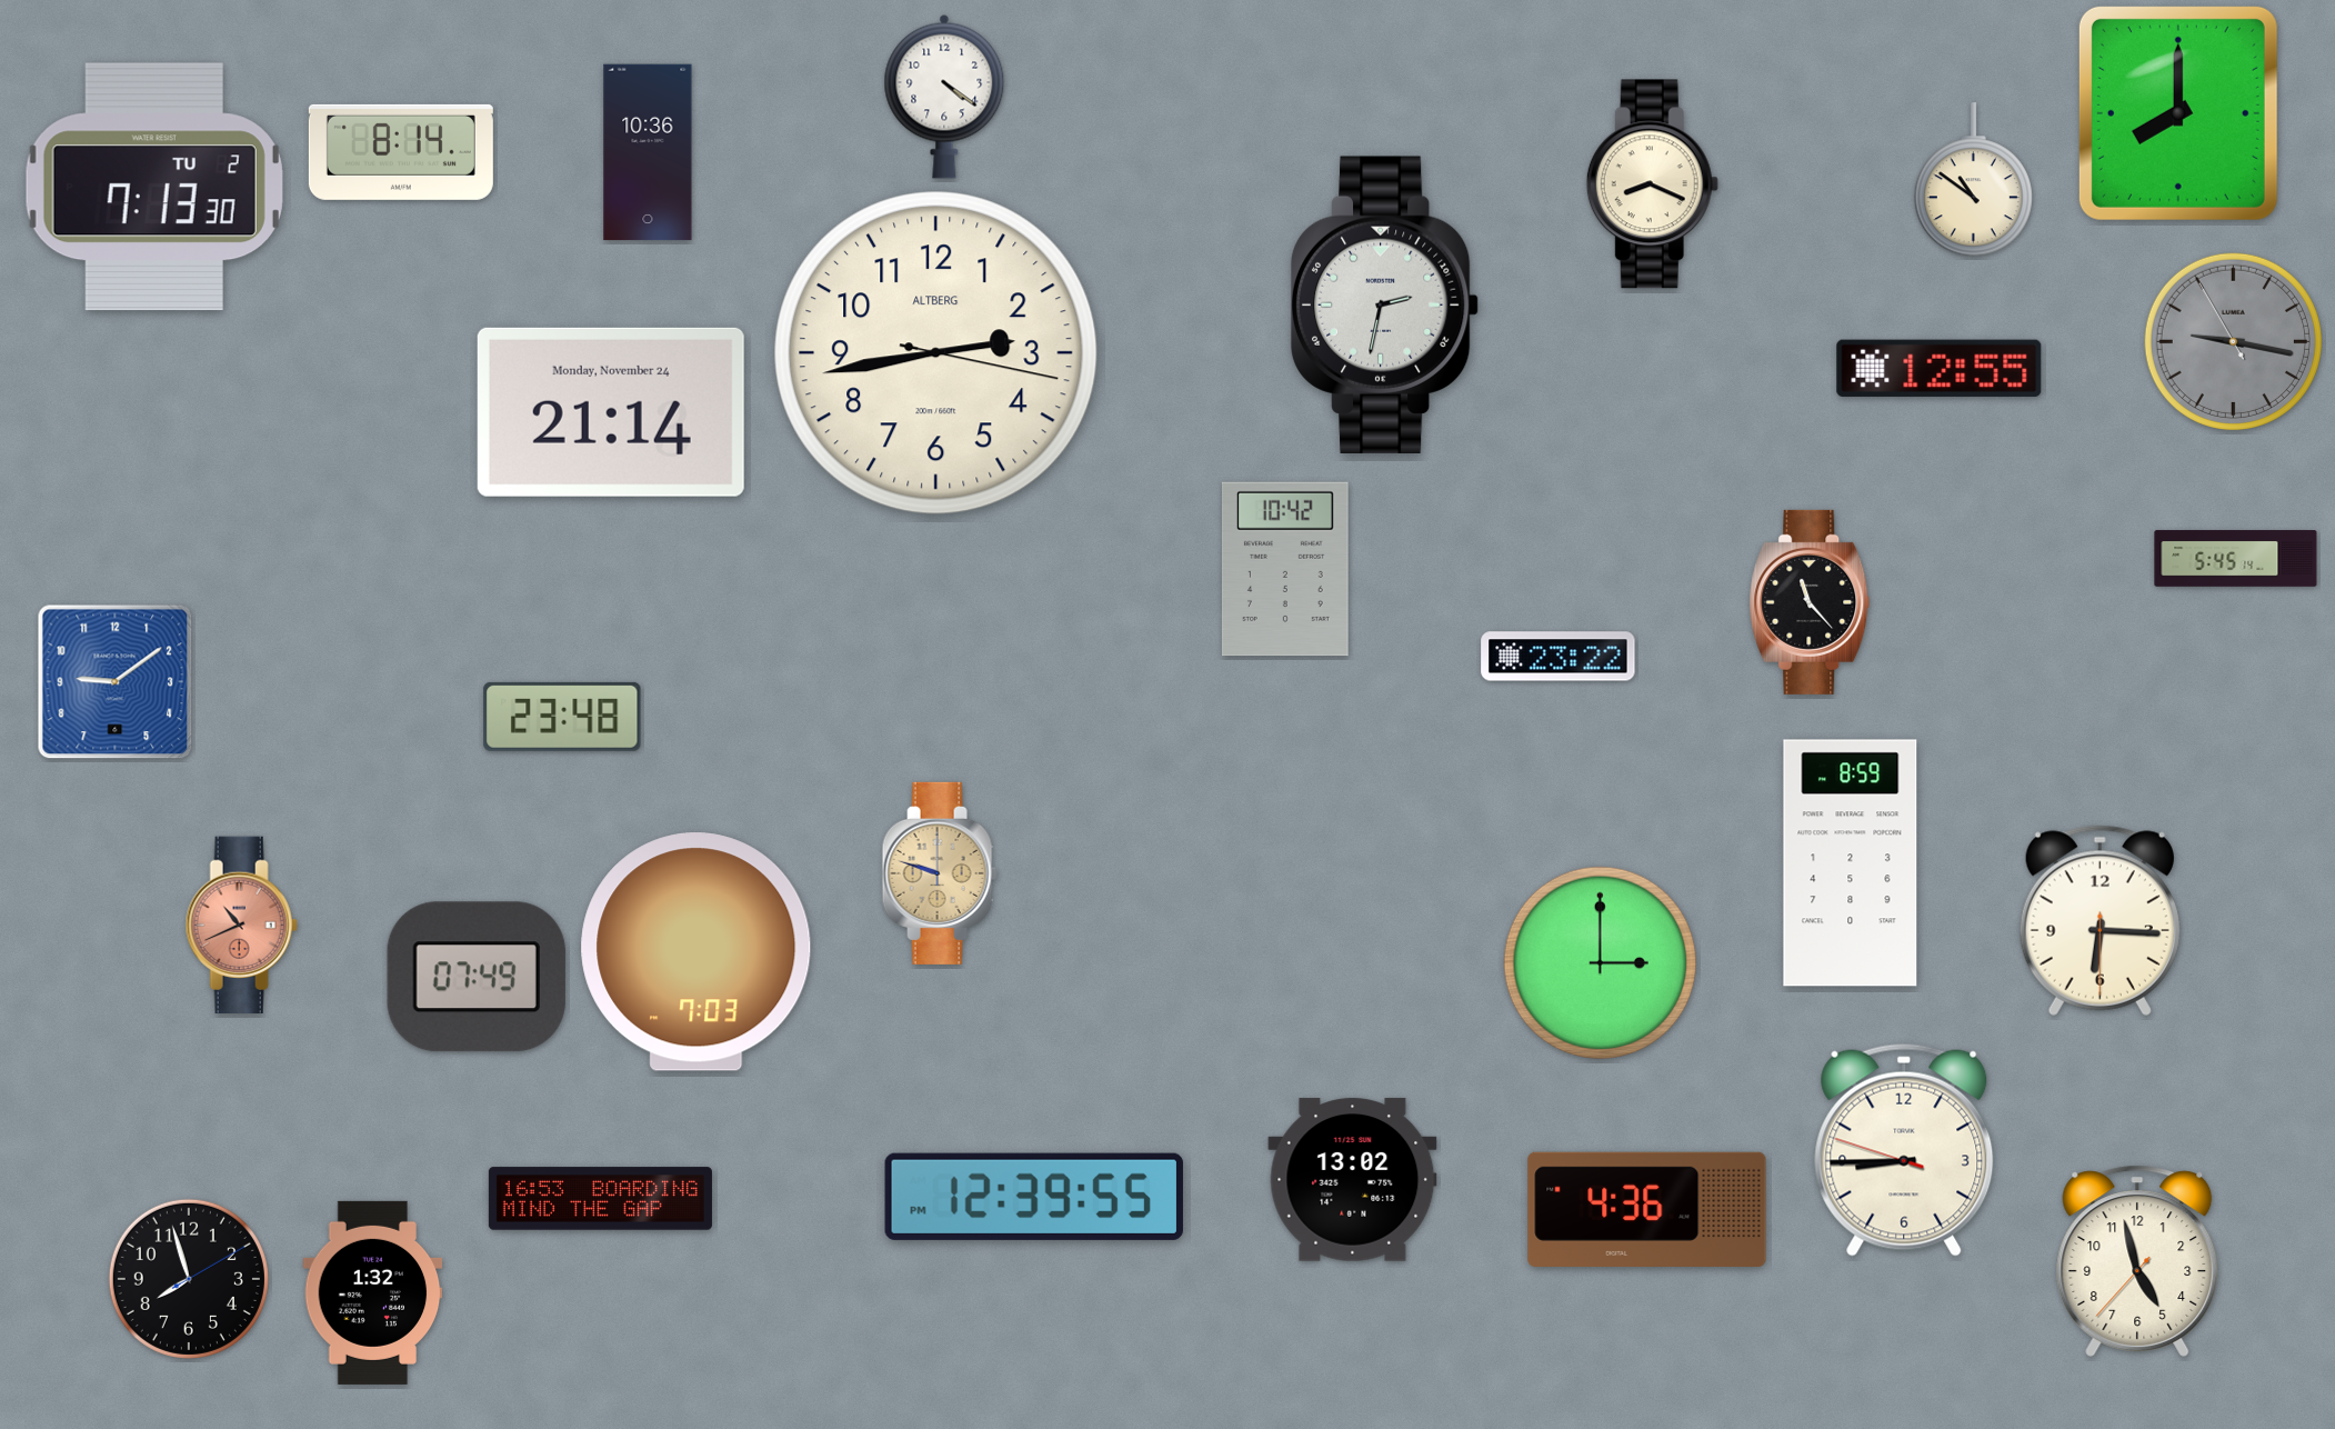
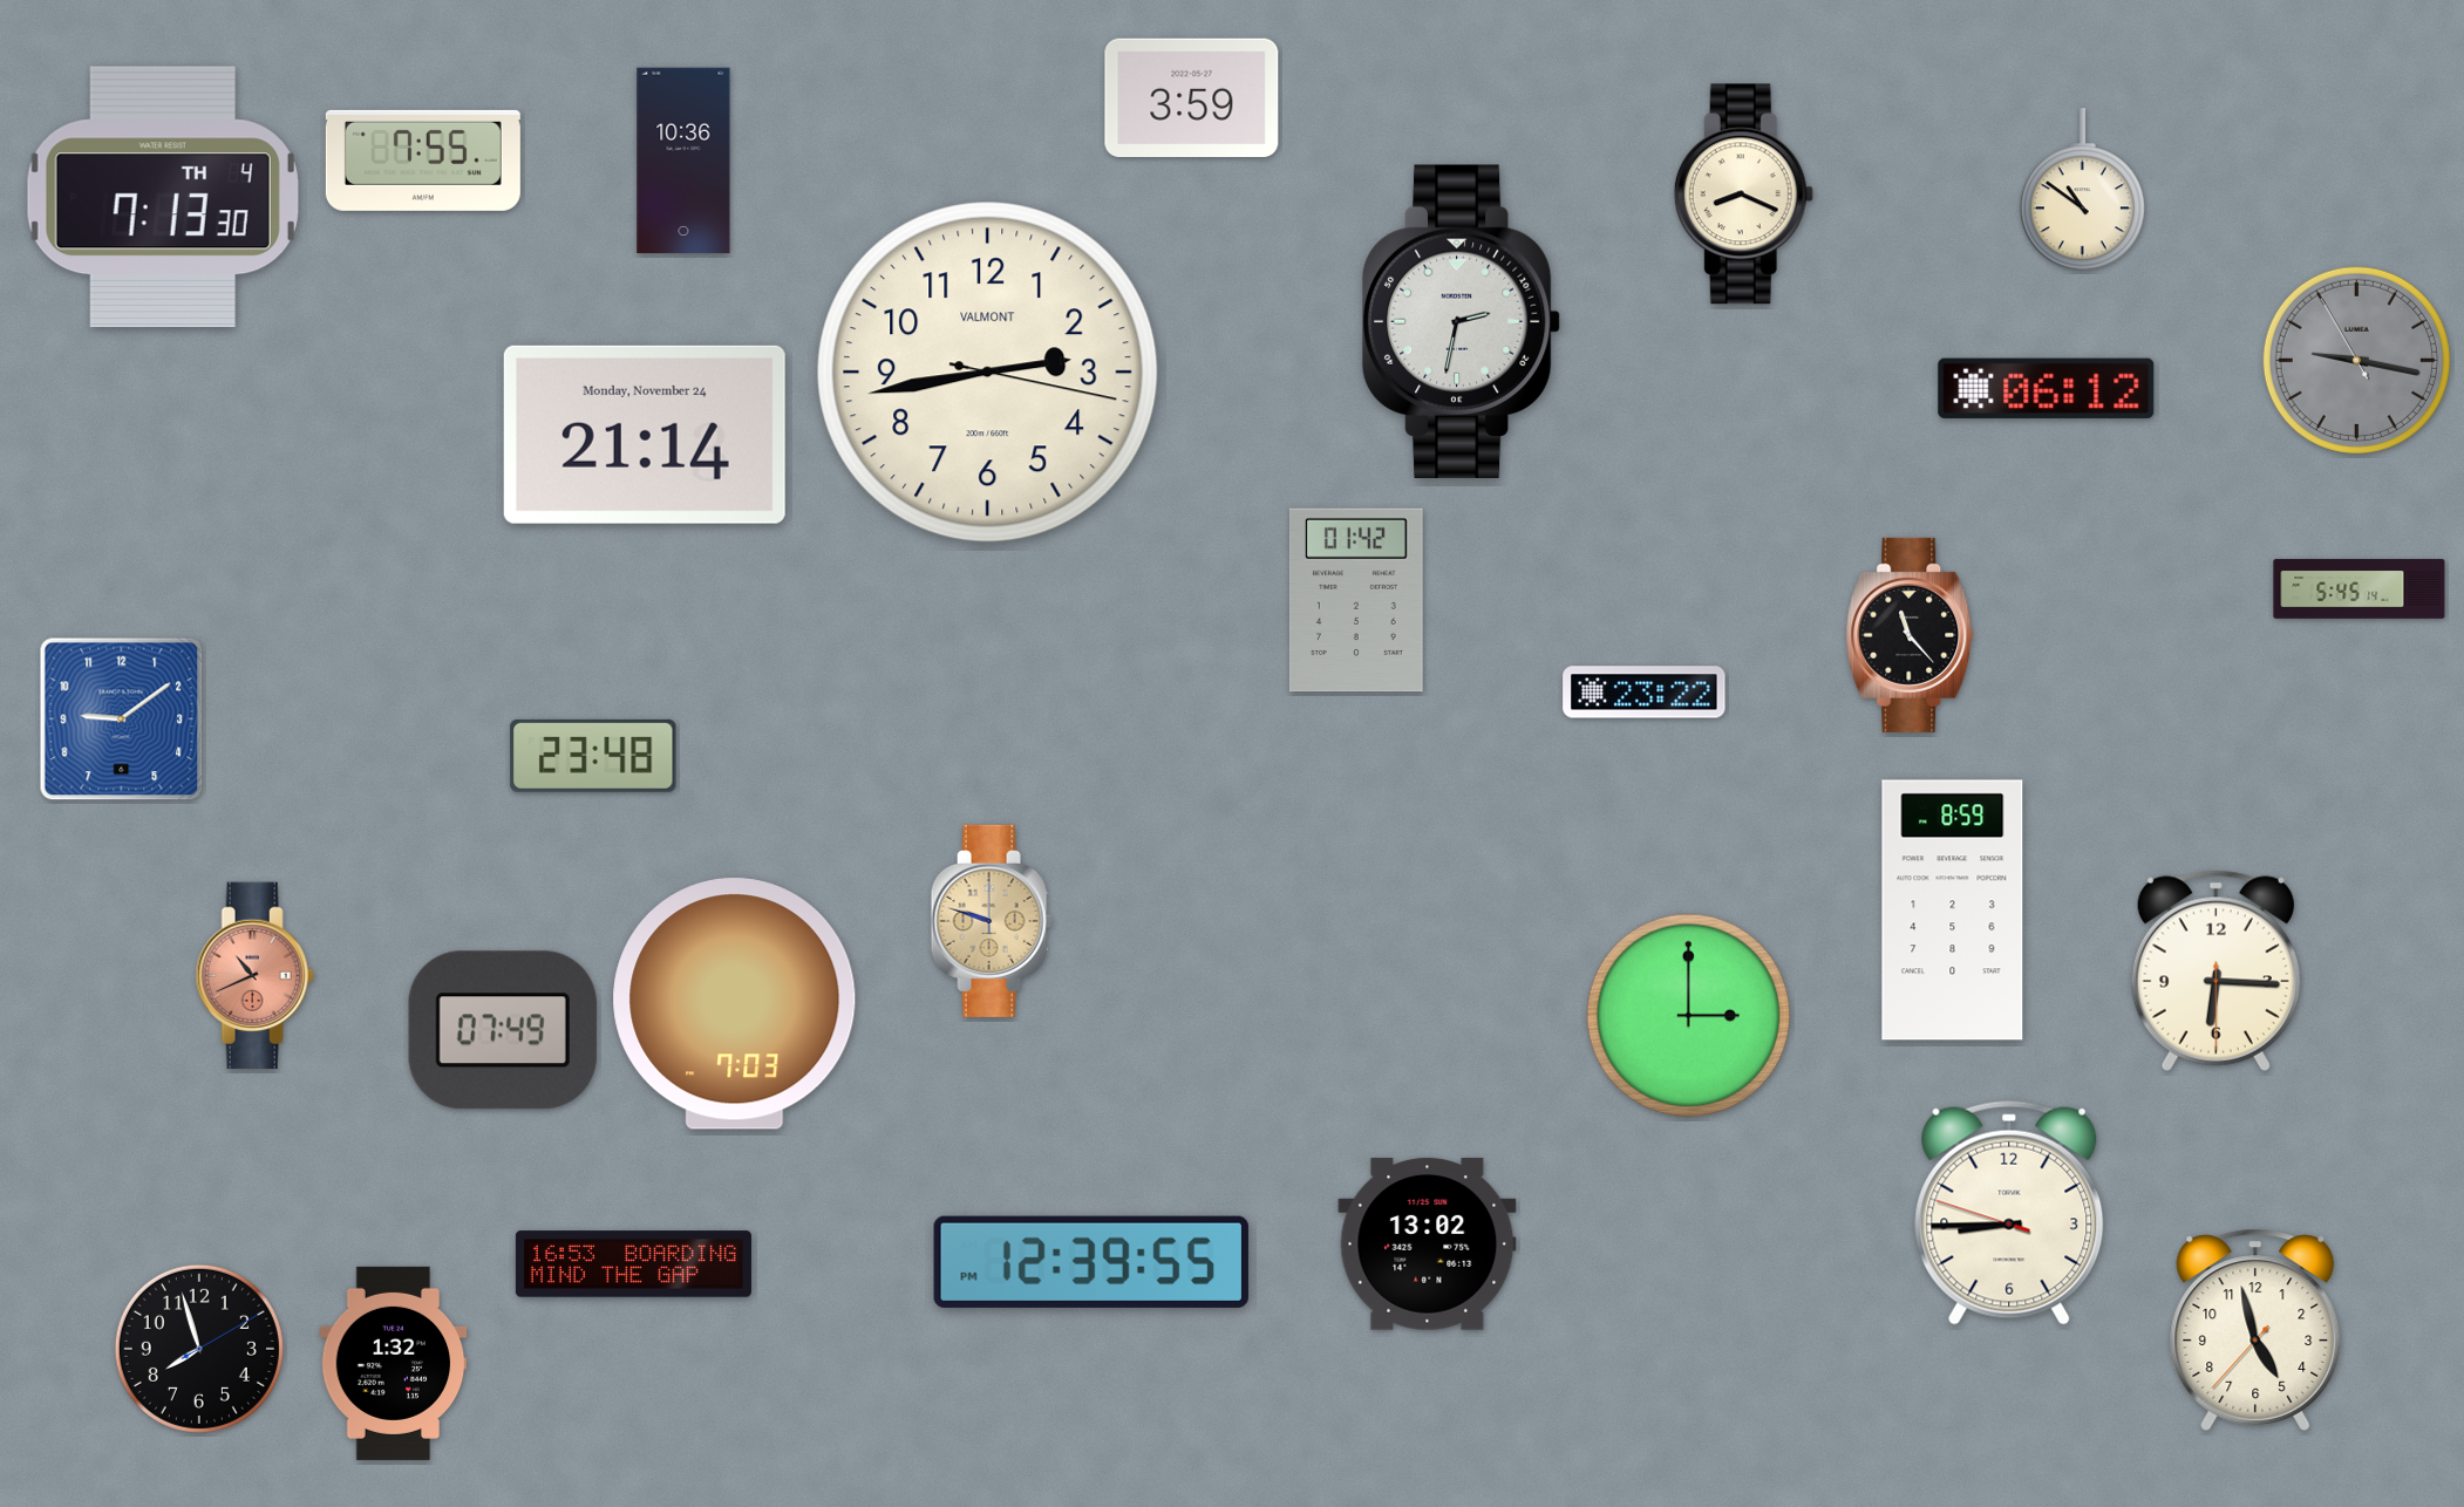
clock at (1192, 98): none -> 3:59
clock at (944, 97): 4:21 -> none
clock at (2178, 113): 8:00 -> none
clock at (401, 152): 8:14 -> 7:55
clock at (154, 187) date: TU 2 -> TH 4
clock at (936, 353) brand: ALTBERG -> VALMONT
clock at (1940, 368): 12:55 -> 06:12
clock at (1285, 569): 10:42 -> 01:42
clock at (1647, 1209): 4:36 -> none
